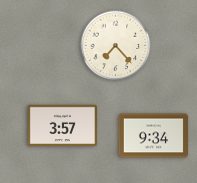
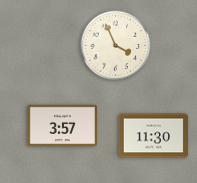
clock at (116, 46): 7:23 -> 3:56
clock at (154, 136): 9:34 -> 11:30
